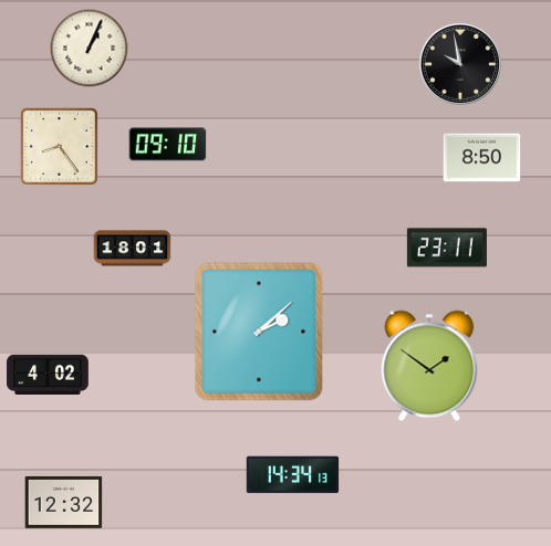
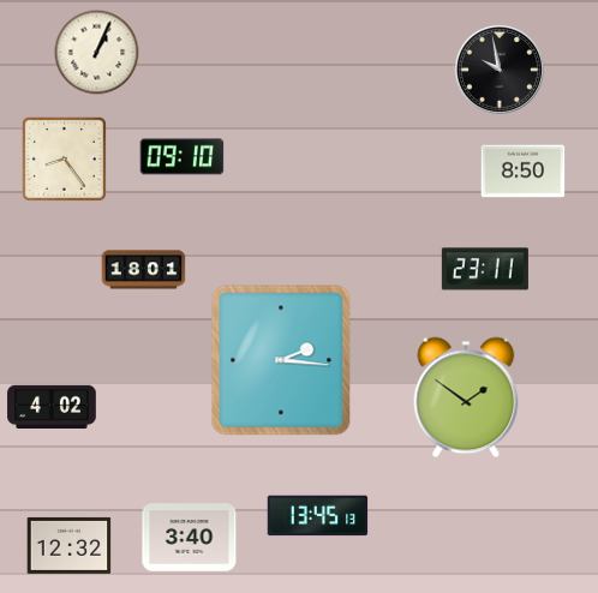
clock at (259, 332): 2:08 -> 2:16
clock at (293, 475): 14:34 -> 13:45
clock at (190, 538): none -> 3:40
